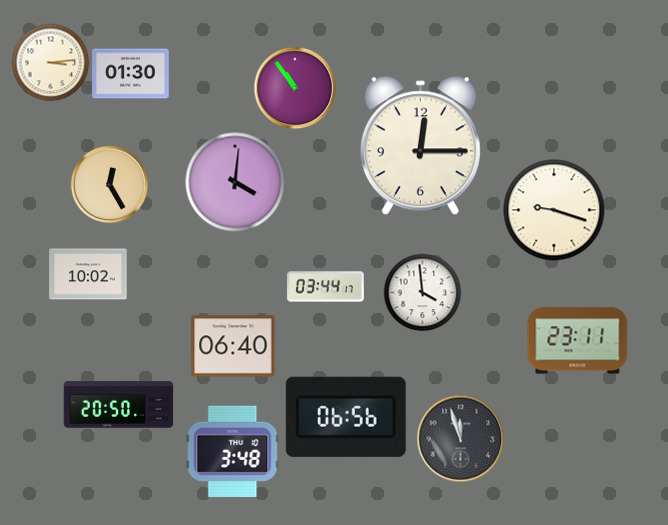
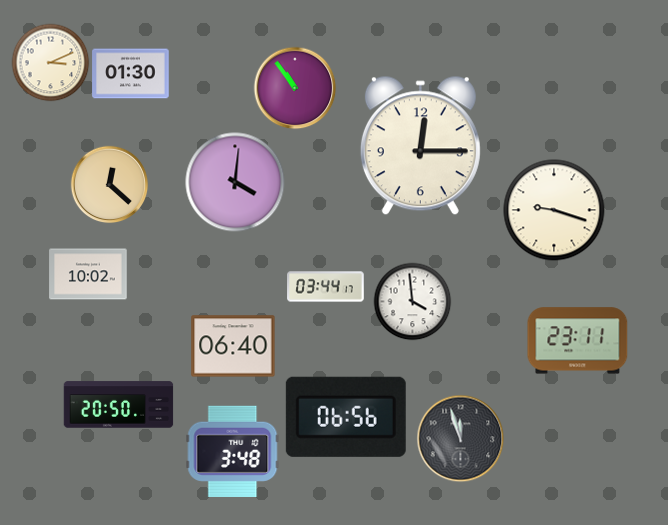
clock at (50, 62): 3:14 -> 3:11
clock at (109, 184): 12:25 -> 12:22
clock at (422, 292) position: (422, 292) -> (412, 301)
